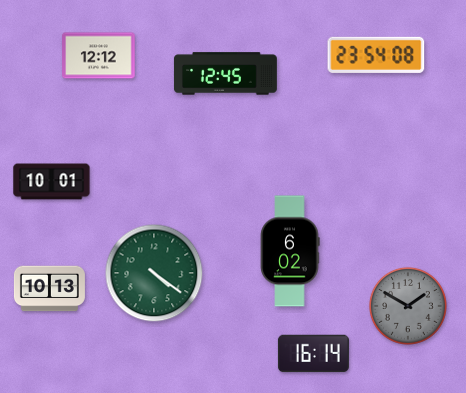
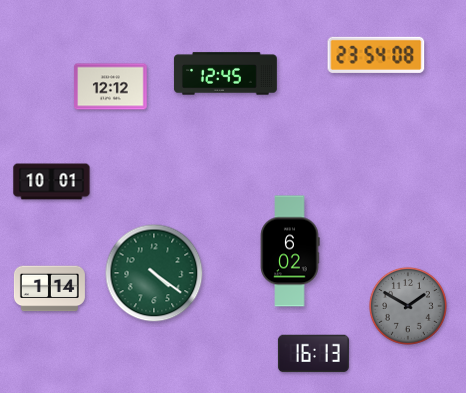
clock at (99, 56) position: (99, 56) -> (111, 87)
clock at (49, 289): 10:13 -> 1:14
clock at (313, 354): 16:14 -> 16:13
